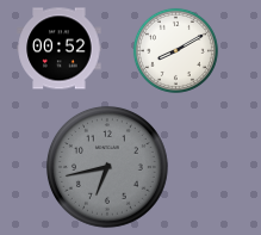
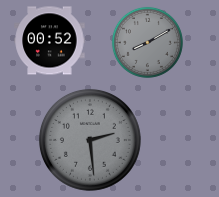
clock at (175, 50) dial: white -> grey
clock at (107, 167): 6:43 -> 2:29
